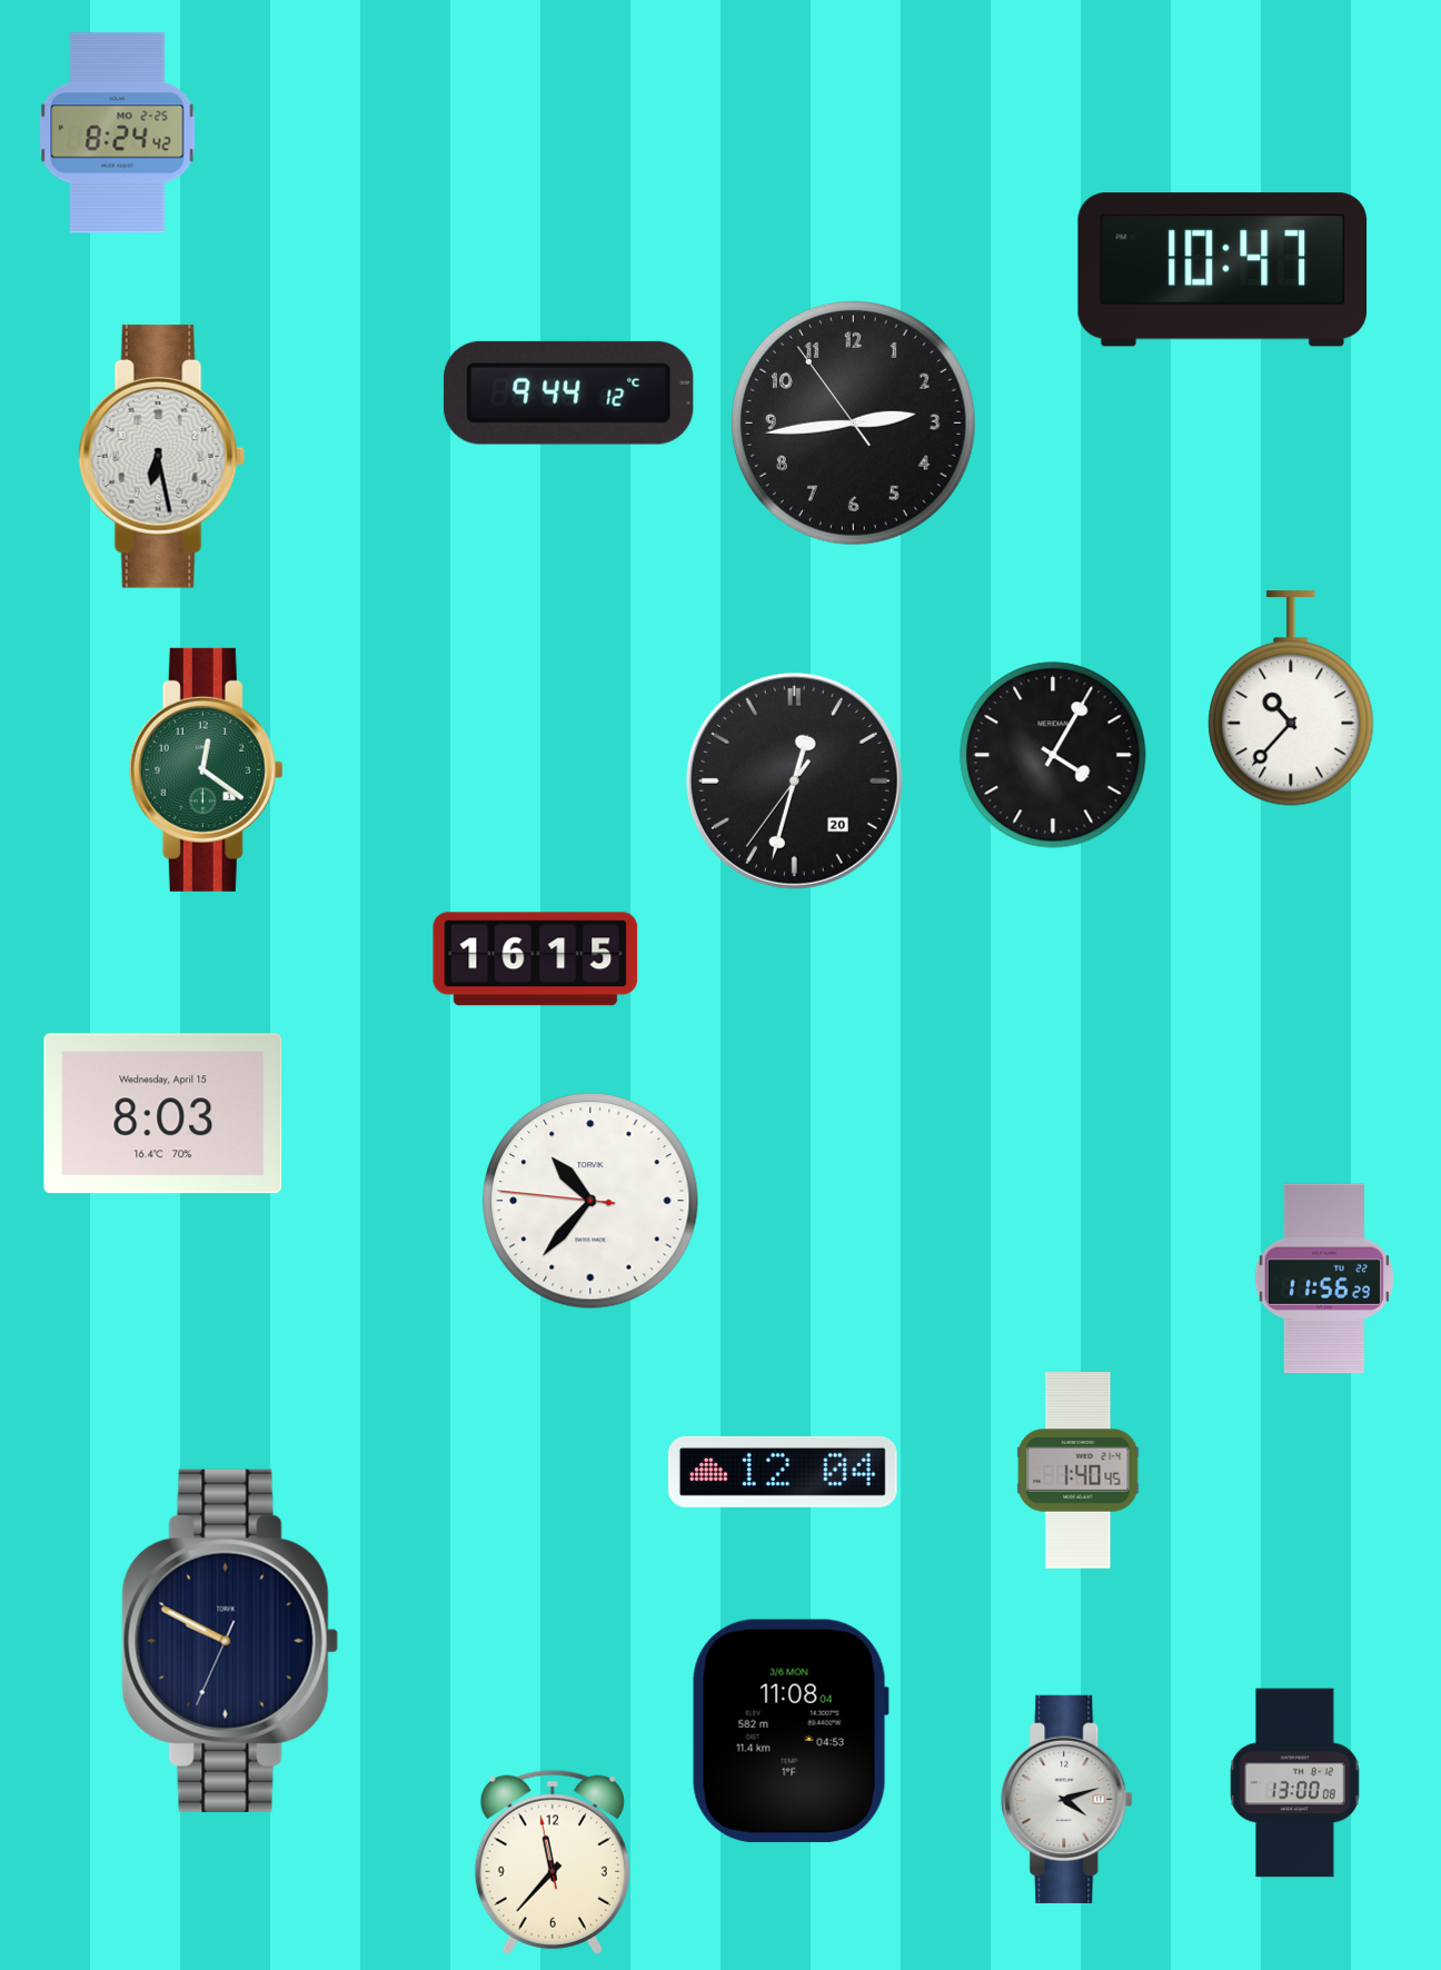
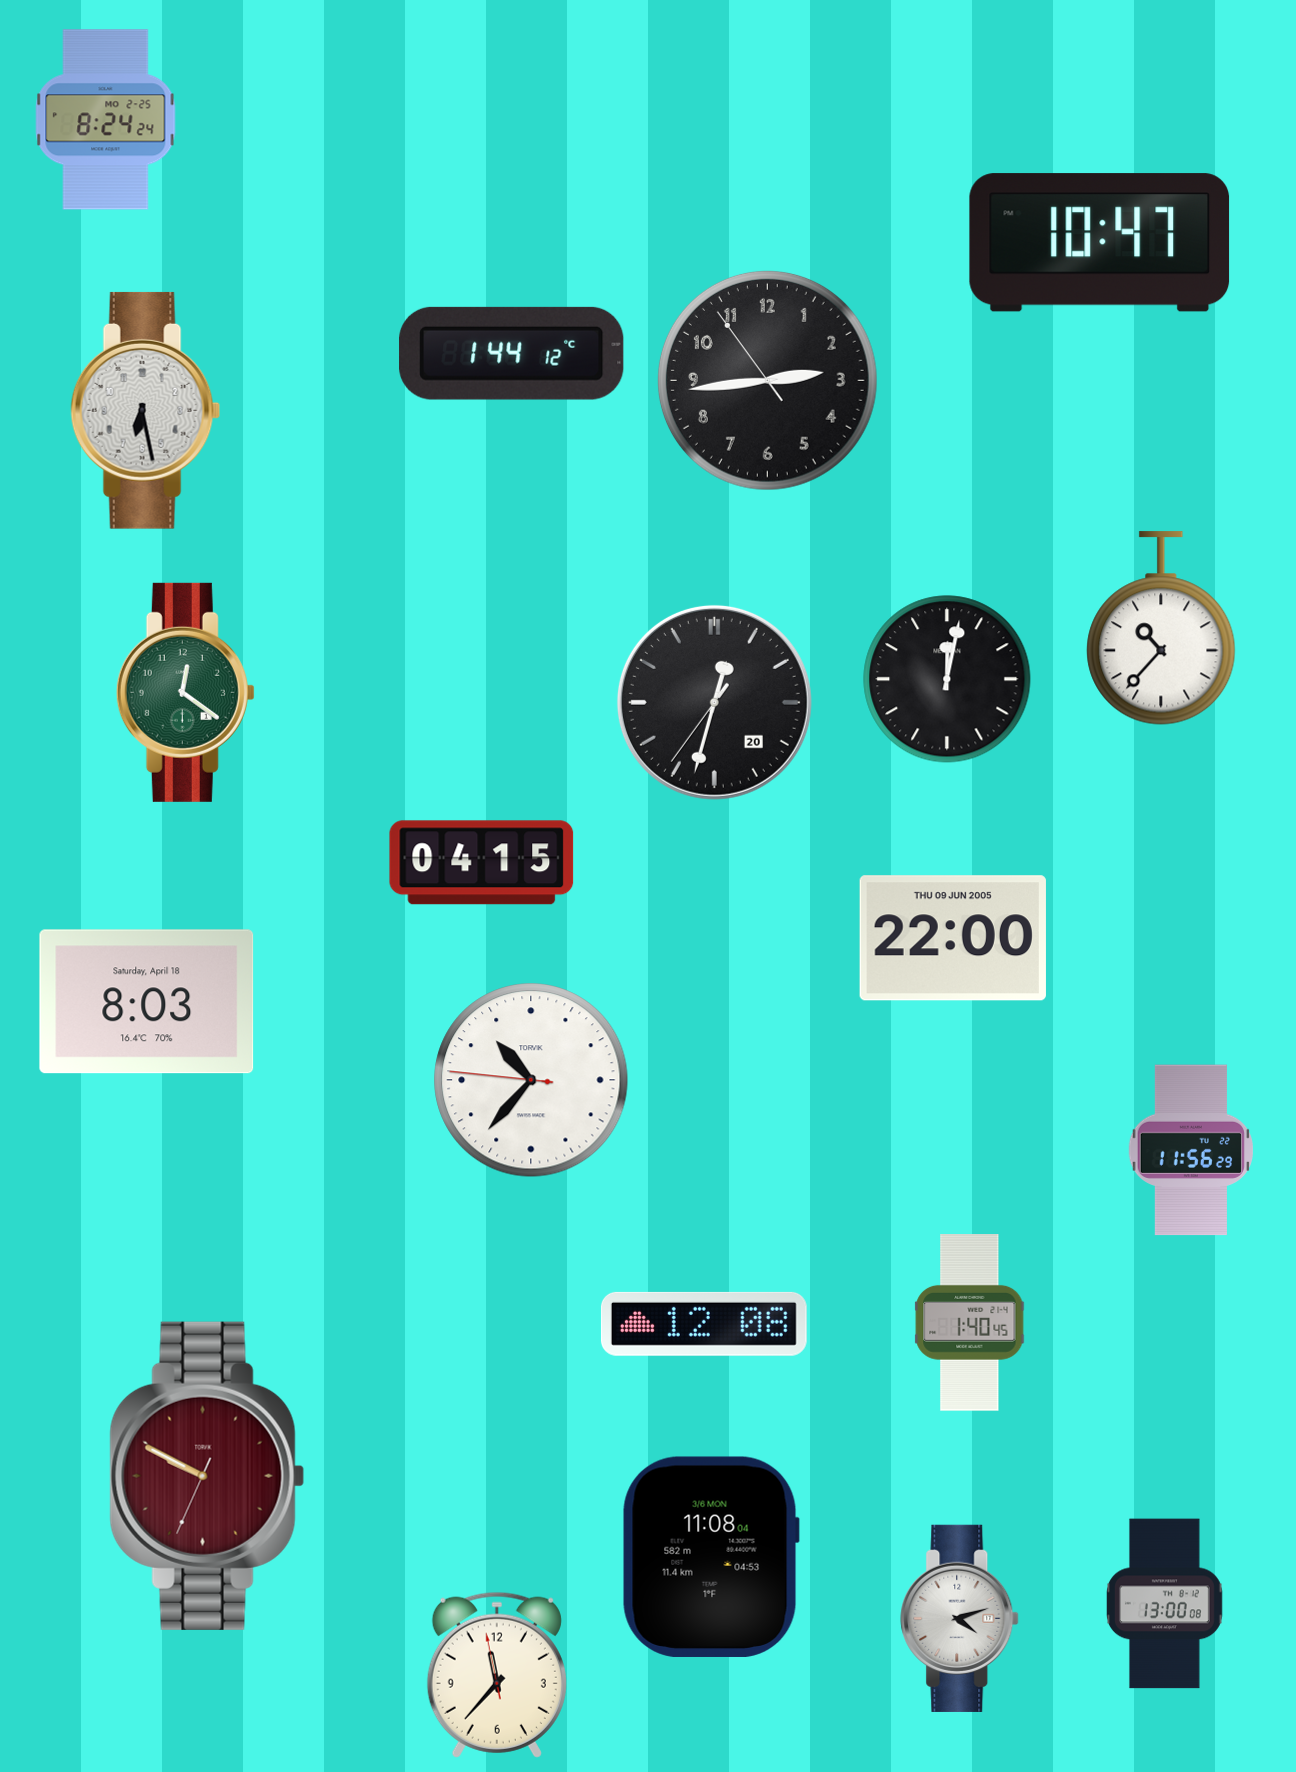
clock at (118, 133): 8:24:42 -> 8:24:24
clock at (569, 392): 9:44 -> 1:44
clock at (1053, 755): 4:05 -> 12:02
clock at (536, 959): 16:15 -> 04:15
clock at (953, 938): none -> 22:00
clock at (163, 1114) date: Wednesday, April 15 -> Saturday, April 18
clock at (783, 1472): 12:04 -> 12:08
clock at (230, 1641) dial: navy -> burgundy
